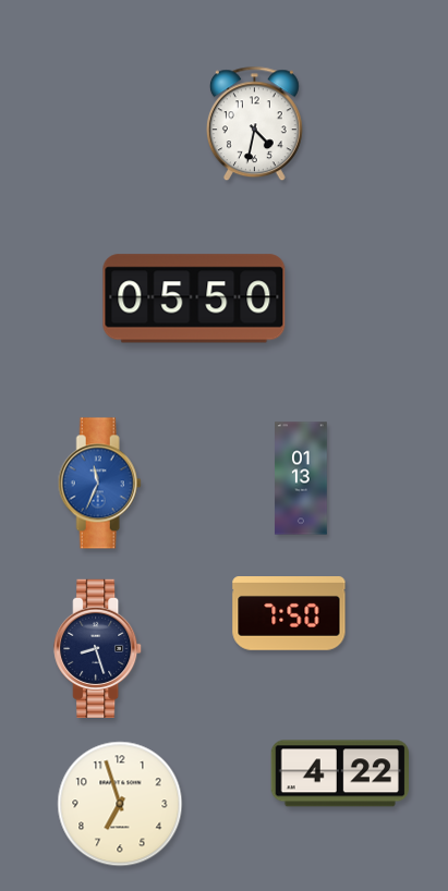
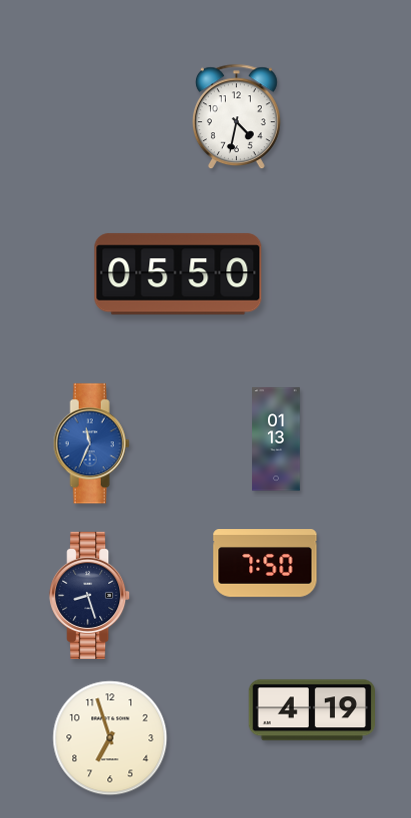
clock at (254, 124) position: (254, 124) -> (236, 117)
clock at (339, 773): 4:22 -> 4:19
